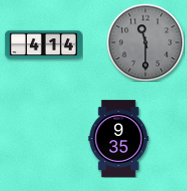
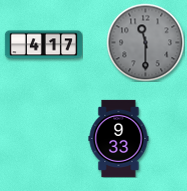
clock at (43, 45): 4:14 -> 4:17
clock at (119, 138): 9:35 -> 9:33
